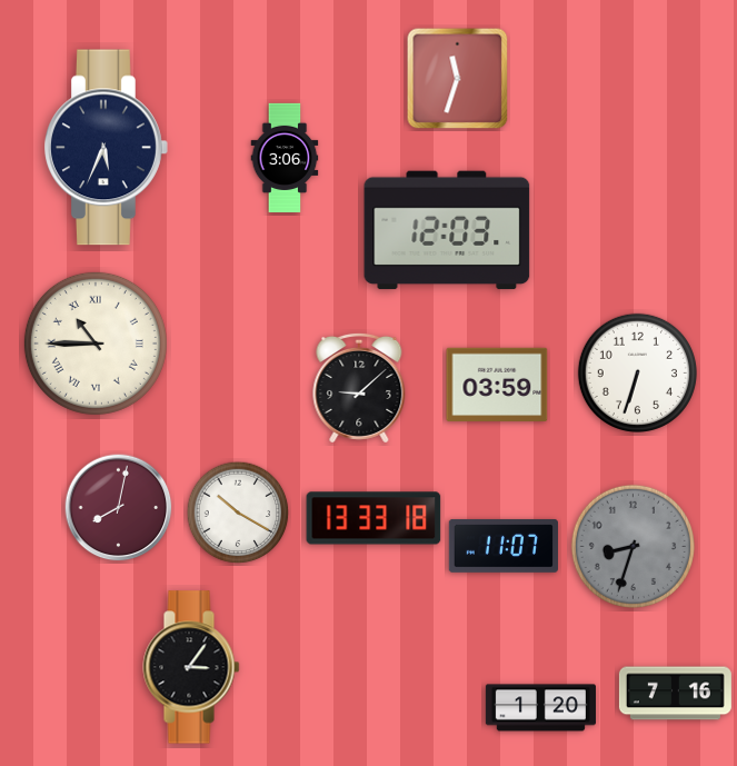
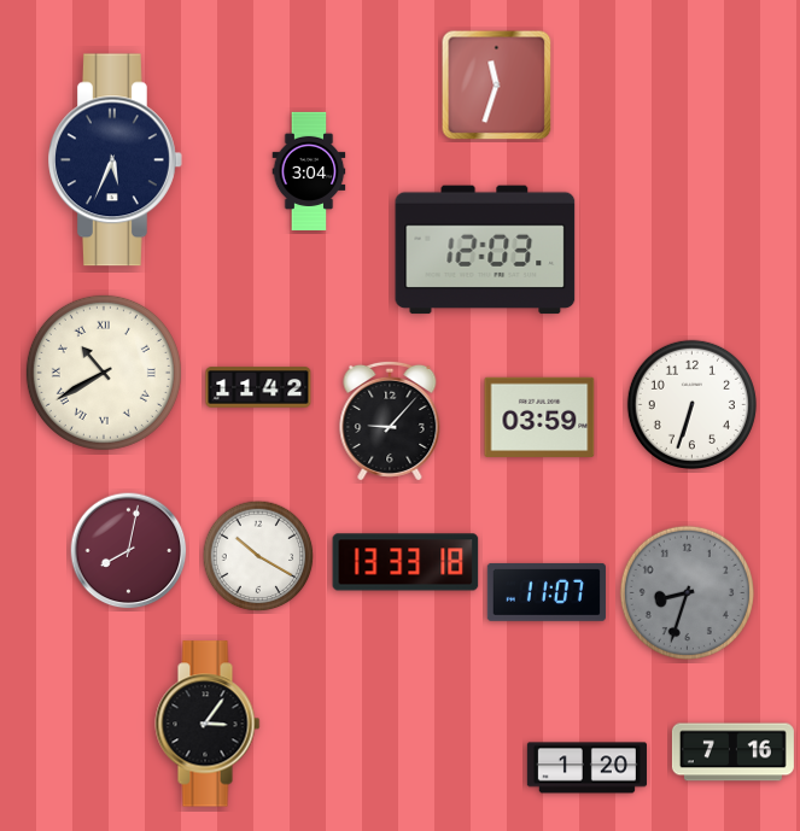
clock at (285, 157): 3:06 -> 3:04
clock at (96, 344): 10:45 -> 10:40
clock at (258, 387): none -> 11:42
clock at (359, 388): 9:08 -> 9:07
